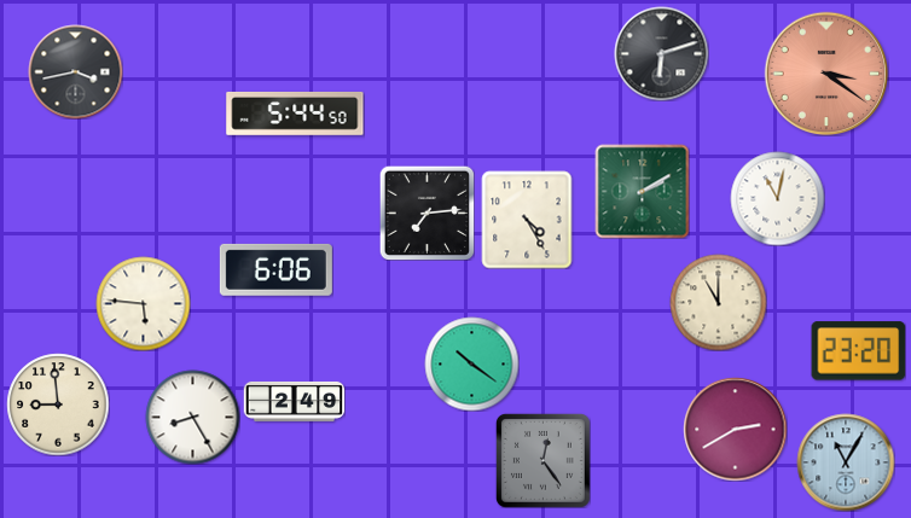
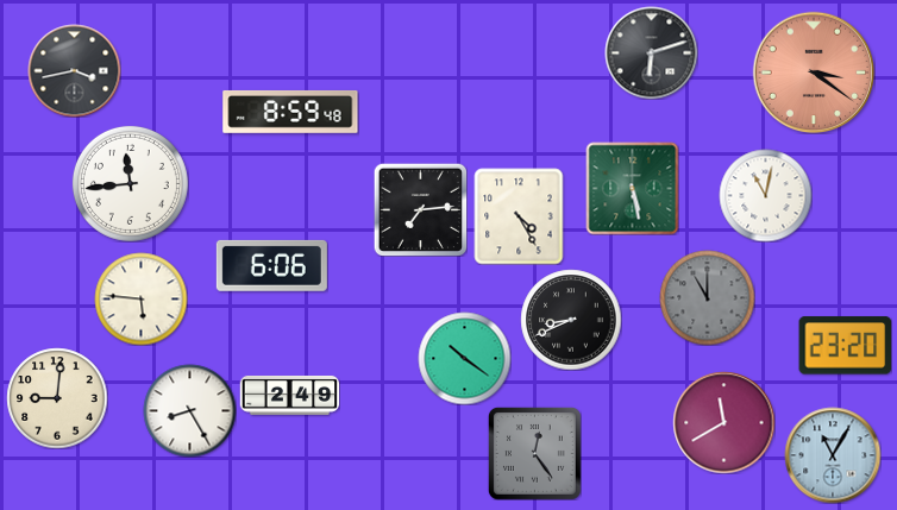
clock at (295, 114): 5:44 -> 8:59
clock at (130, 183): none -> 11:44
clock at (642, 191): 2:10 -> 5:28
clock at (718, 302) dial: cream -> grey
clock at (571, 320): none -> 8:41
clock at (58, 404): 8:59 -> 9:01
clock at (735, 429): 2:40 -> 11:40
